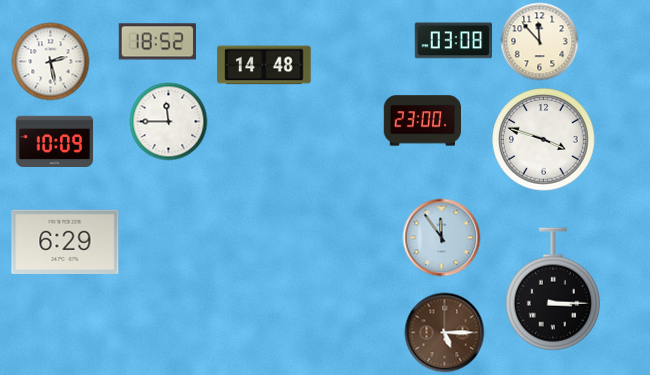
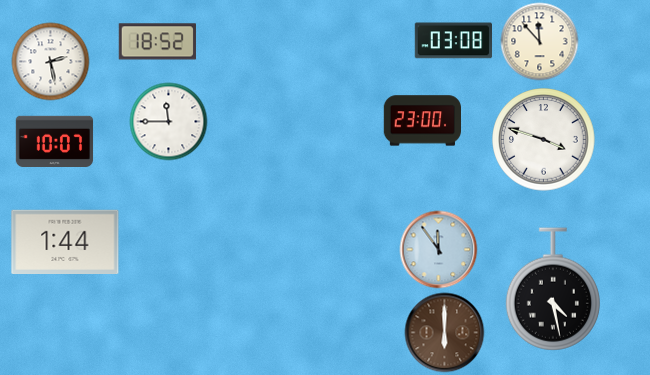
clock at (264, 65): 14:48 -> none
clock at (54, 141): 10:09 -> 10:07
clock at (441, 237) position: (441, 237) -> (438, 249)
clock at (65, 241): 6:29 -> 1:44
clock at (553, 289): 3:15 -> 4:28
clock at (444, 332): 5:15 -> 6:00
